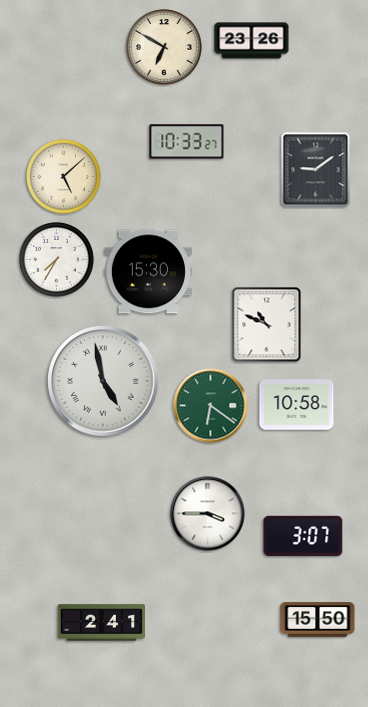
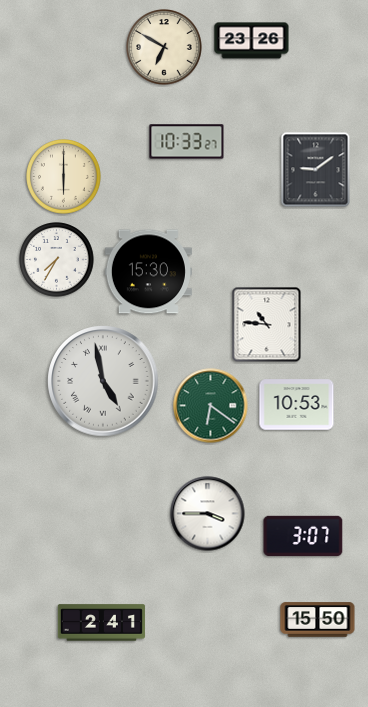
clock at (64, 177): 5:08 -> 6:00
clock at (267, 325): 10:49 -> 10:46
clock at (297, 405): 10:58 -> 10:53
